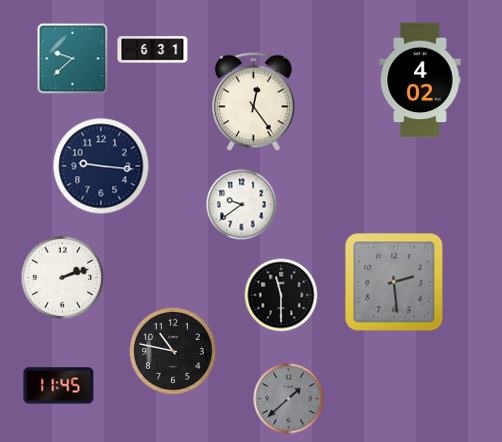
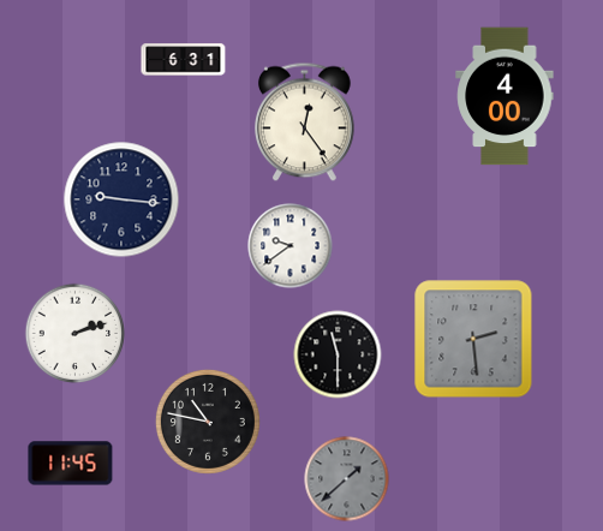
clock at (73, 59): 9:38 -> none
clock at (420, 80): 4:02 -> 4:00
